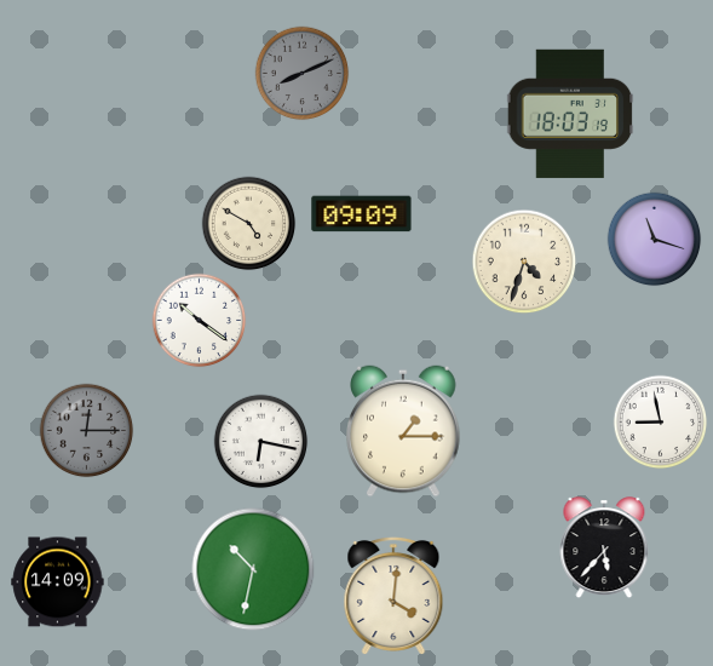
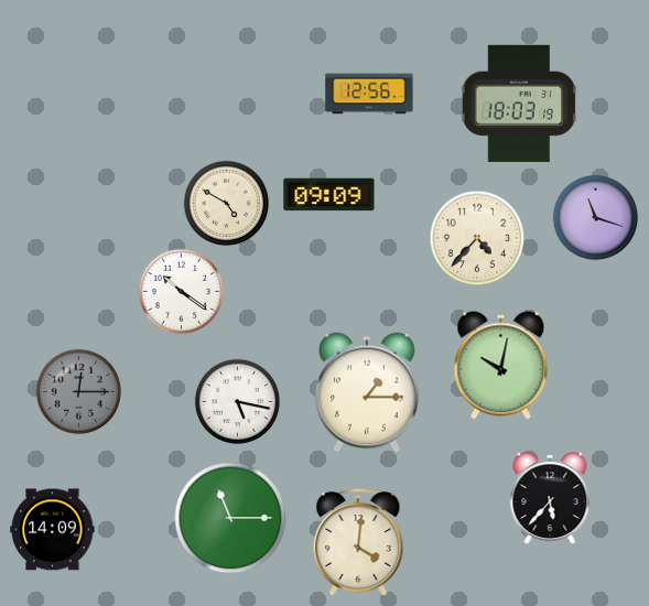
clock at (301, 73): 8:11 -> none
clock at (369, 94): none -> 12:56
clock at (524, 262): 4:33 -> 4:37
clock at (501, 366): none -> 10:02
clock at (660, 421): 8:58 -> none
clock at (260, 441): 6:17 -> 5:17
clock at (253, 569): 10:32 -> 11:15
